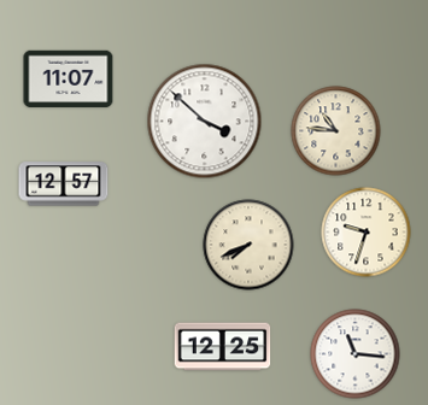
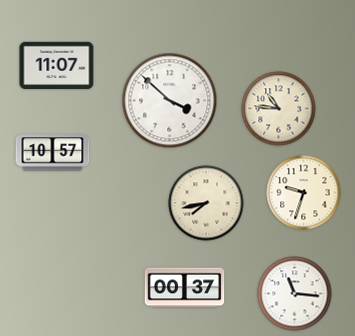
clock at (64, 184): 12:57 -> 10:57
clock at (248, 245): 7:41 -> 7:43
clock at (223, 347): 12:25 -> 00:37
